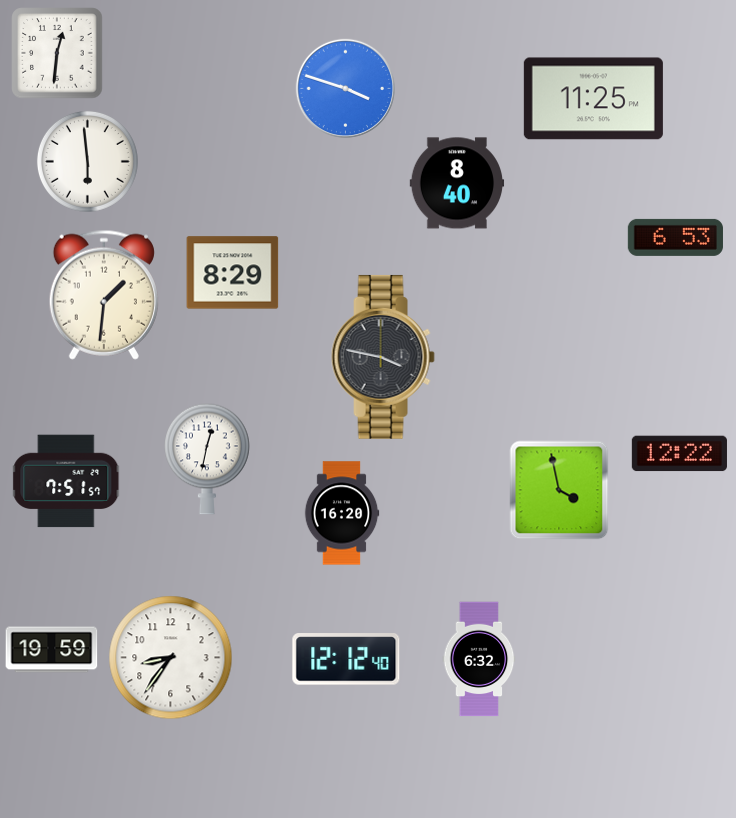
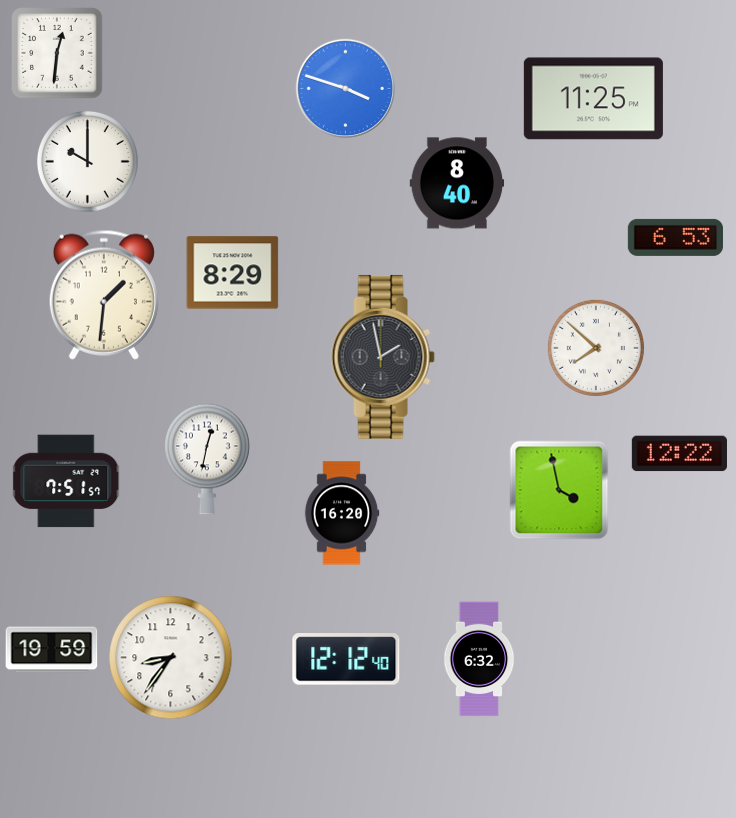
clock at (87, 161): 5:59 -> 10:00
clock at (596, 348): none -> 7:52
clock at (383, 357): 3:47 -> 1:58
